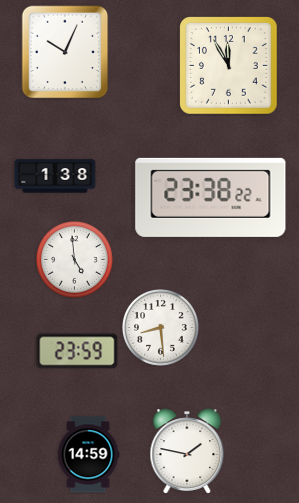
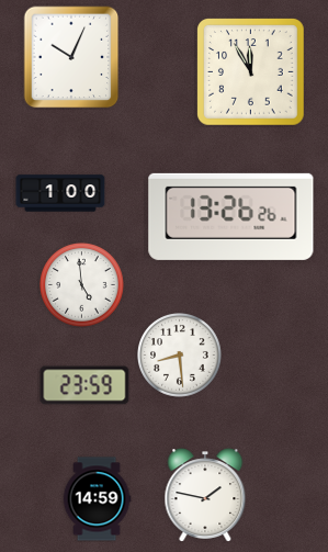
clock at (55, 176): 1:38 -> 1:00
clock at (211, 197): 23:38 -> 13:26
clock at (161, 328) position: (161, 328) -> (180, 356)
